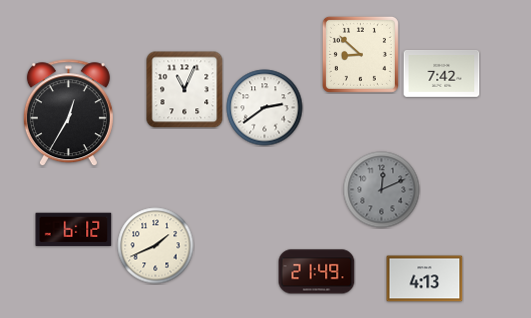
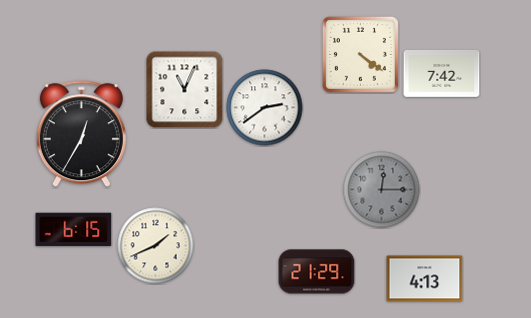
clock at (360, 54): 8:52 -> 4:21
clock at (68, 113) position: (68, 113) -> (81, 134)
clock at (382, 190): 12:11 -> 12:15
clock at (74, 230): 6:12 -> 6:15
clock at (317, 272): 21:49 -> 21:29
